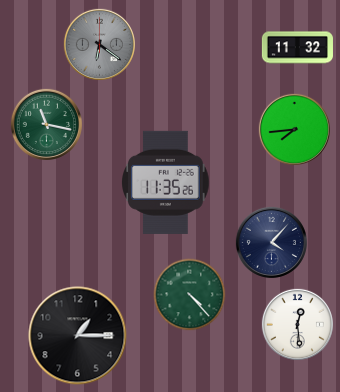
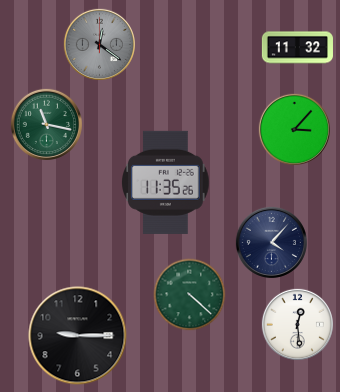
clock at (99, 44): 6:21 -> 12:21
clock at (294, 129): 7:44 -> 3:07
clock at (190, 295): 4:23 -> 4:22
clock at (78, 336): 1:15 -> 9:15
